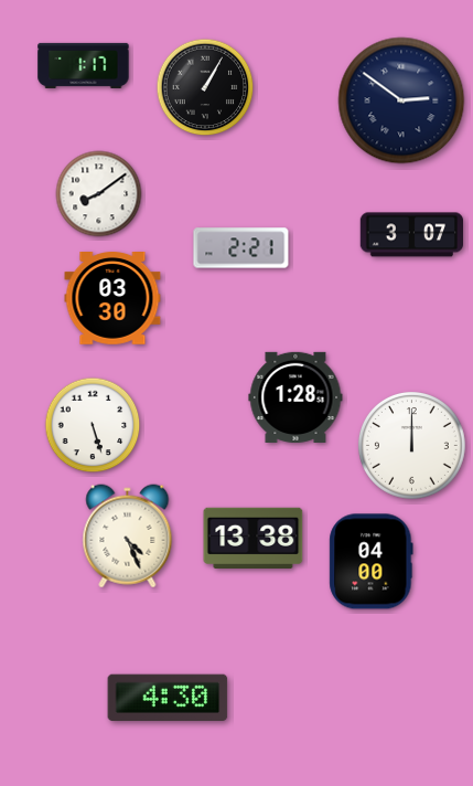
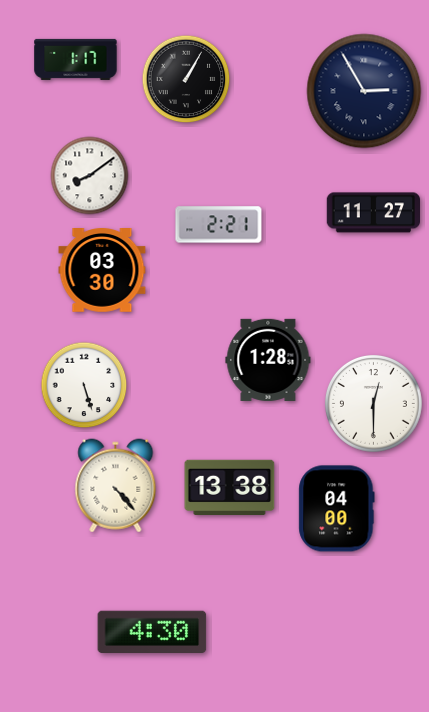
clock at (401, 100): 2:51 -> 2:55
clock at (411, 235): 3:07 -> 11:27
clock at (411, 445): 12:00 -> 12:30
clock at (128, 537): 4:26 -> 4:23
